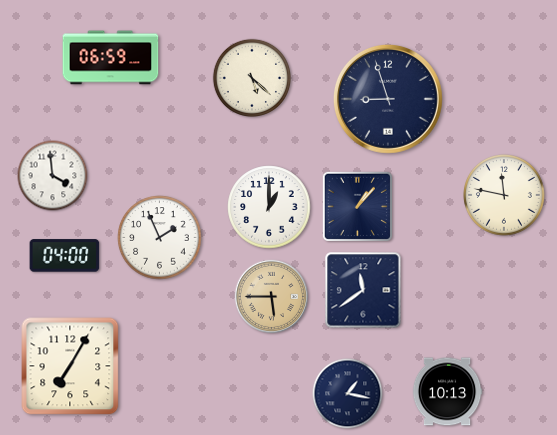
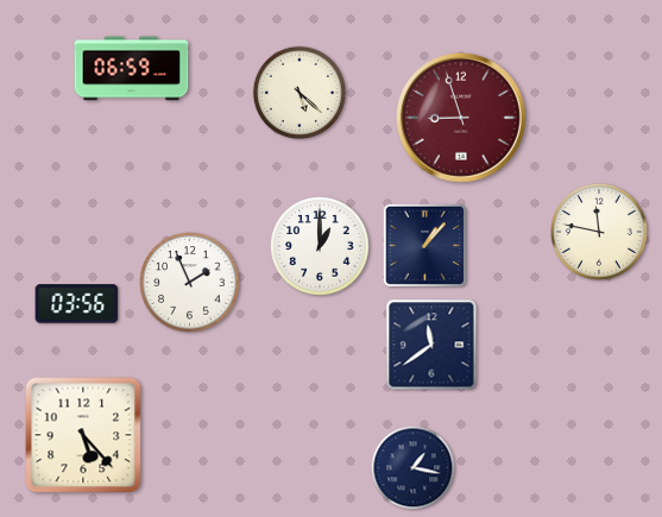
clock at (388, 99) dial: navy -> burgundy
clock at (53, 176): 3:59 -> none
clock at (65, 256): 04:00 -> 03:56
clock at (271, 296): 5:45 -> none
clock at (70, 366): 7:05 -> 5:23
clock at (447, 392): 10:13 -> none
